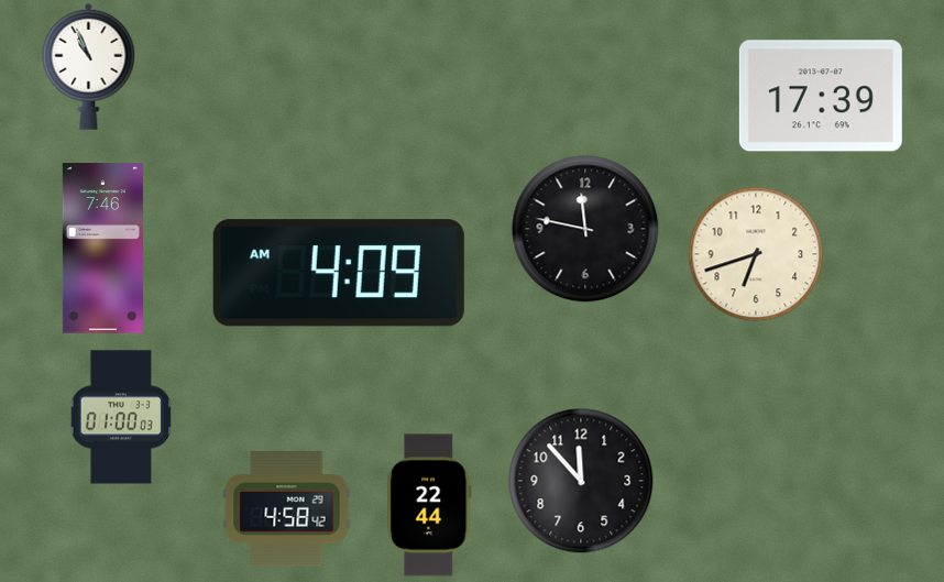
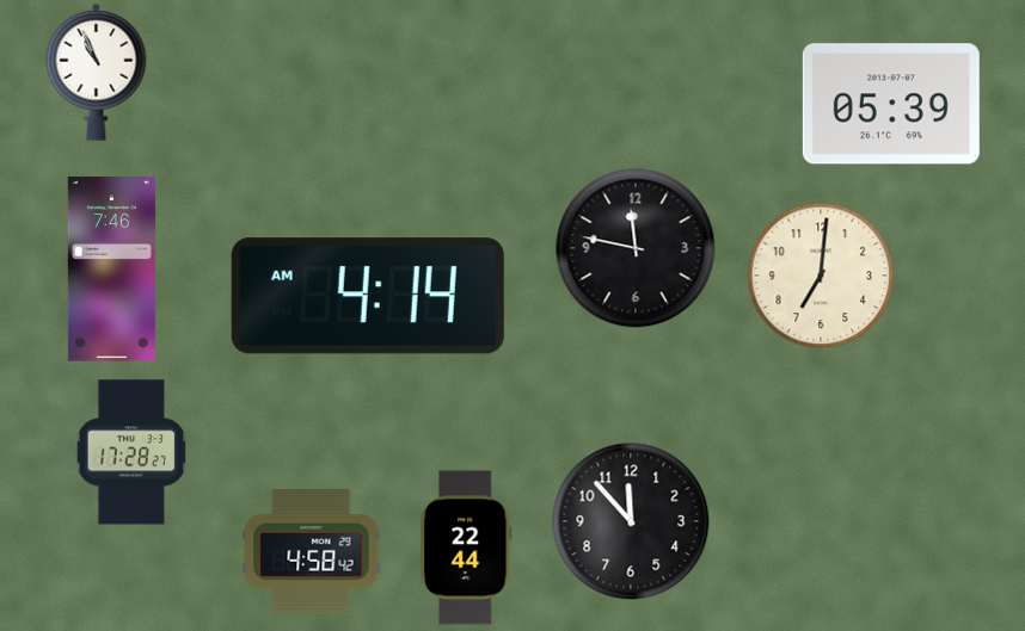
clock at (821, 96): 17:39 -> 05:39
clock at (756, 254): 6:42 -> 7:01
clock at (339, 273): 4:09 -> 4:14
clock at (120, 417): 01:00 -> 17:28
